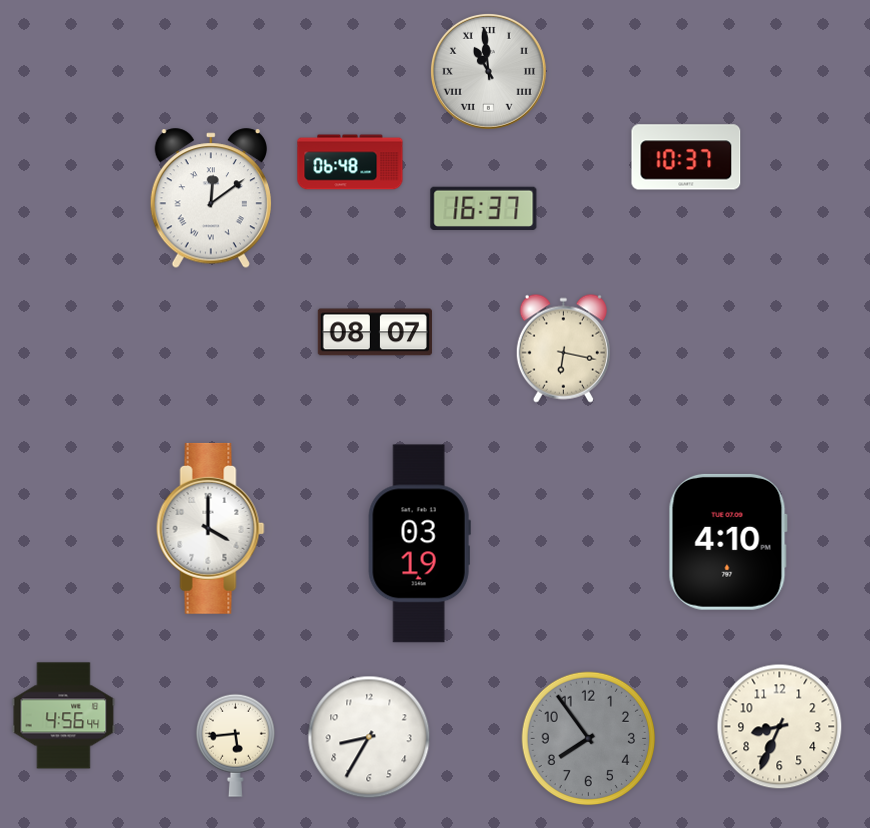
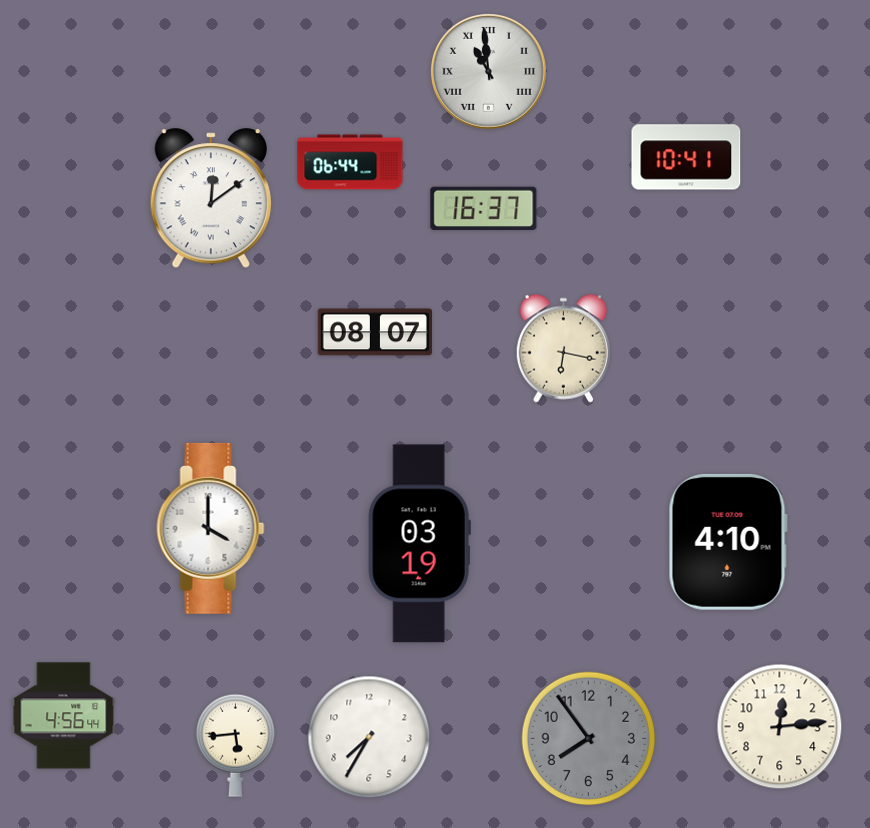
clock at (686, 157): 10:37 -> 10:41
clock at (350, 162): 06:48 -> 06:44
clock at (780, 727): 8:34 -> 12:14
clock at (369, 737): 8:35 -> 7:35
